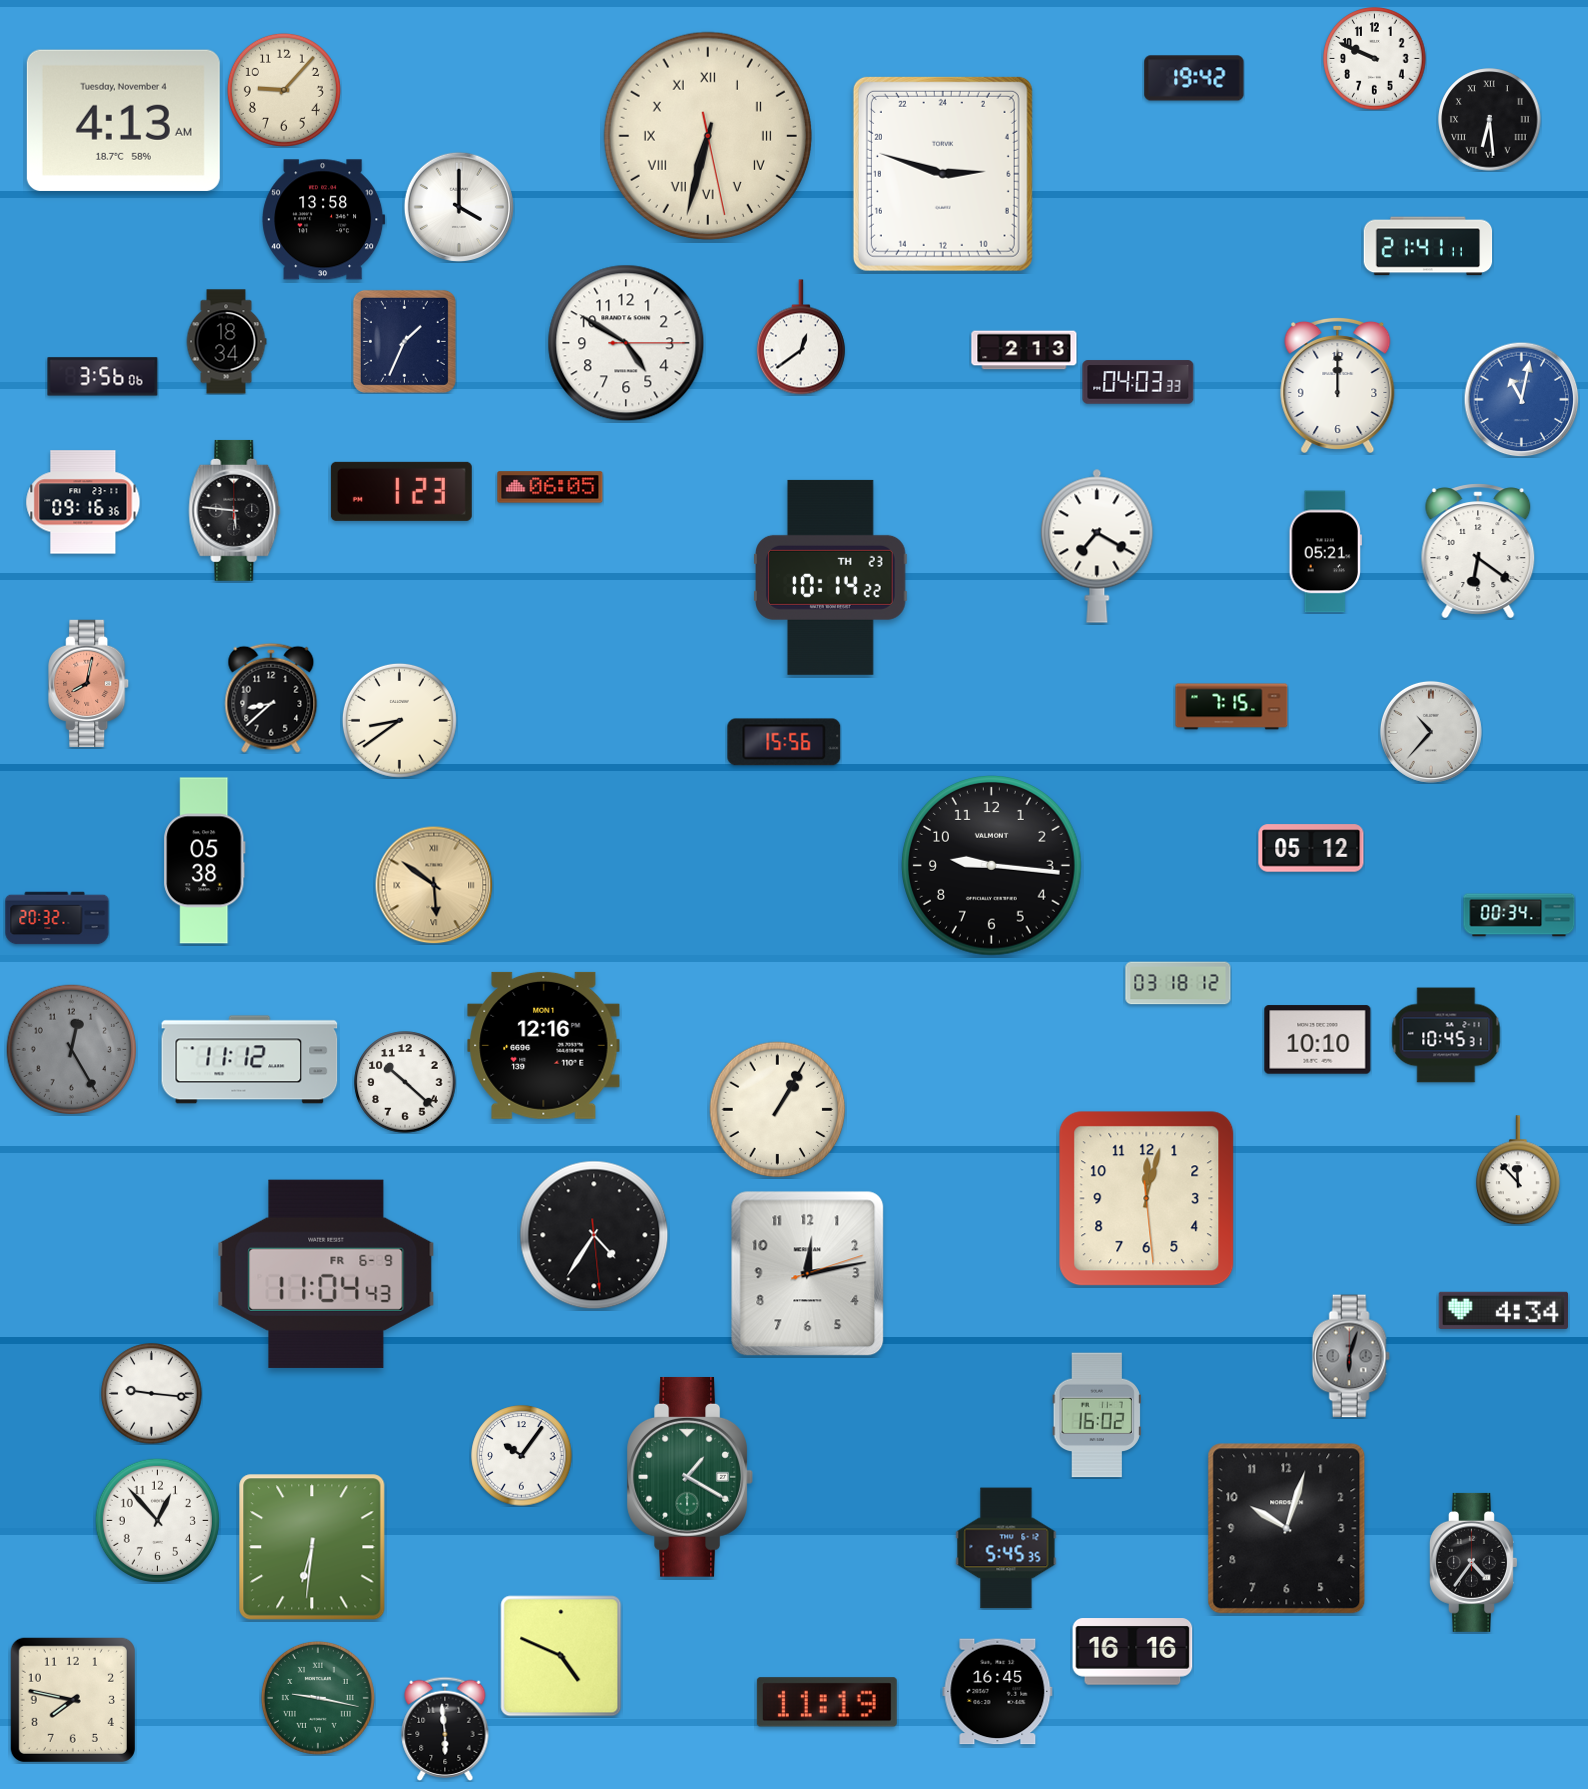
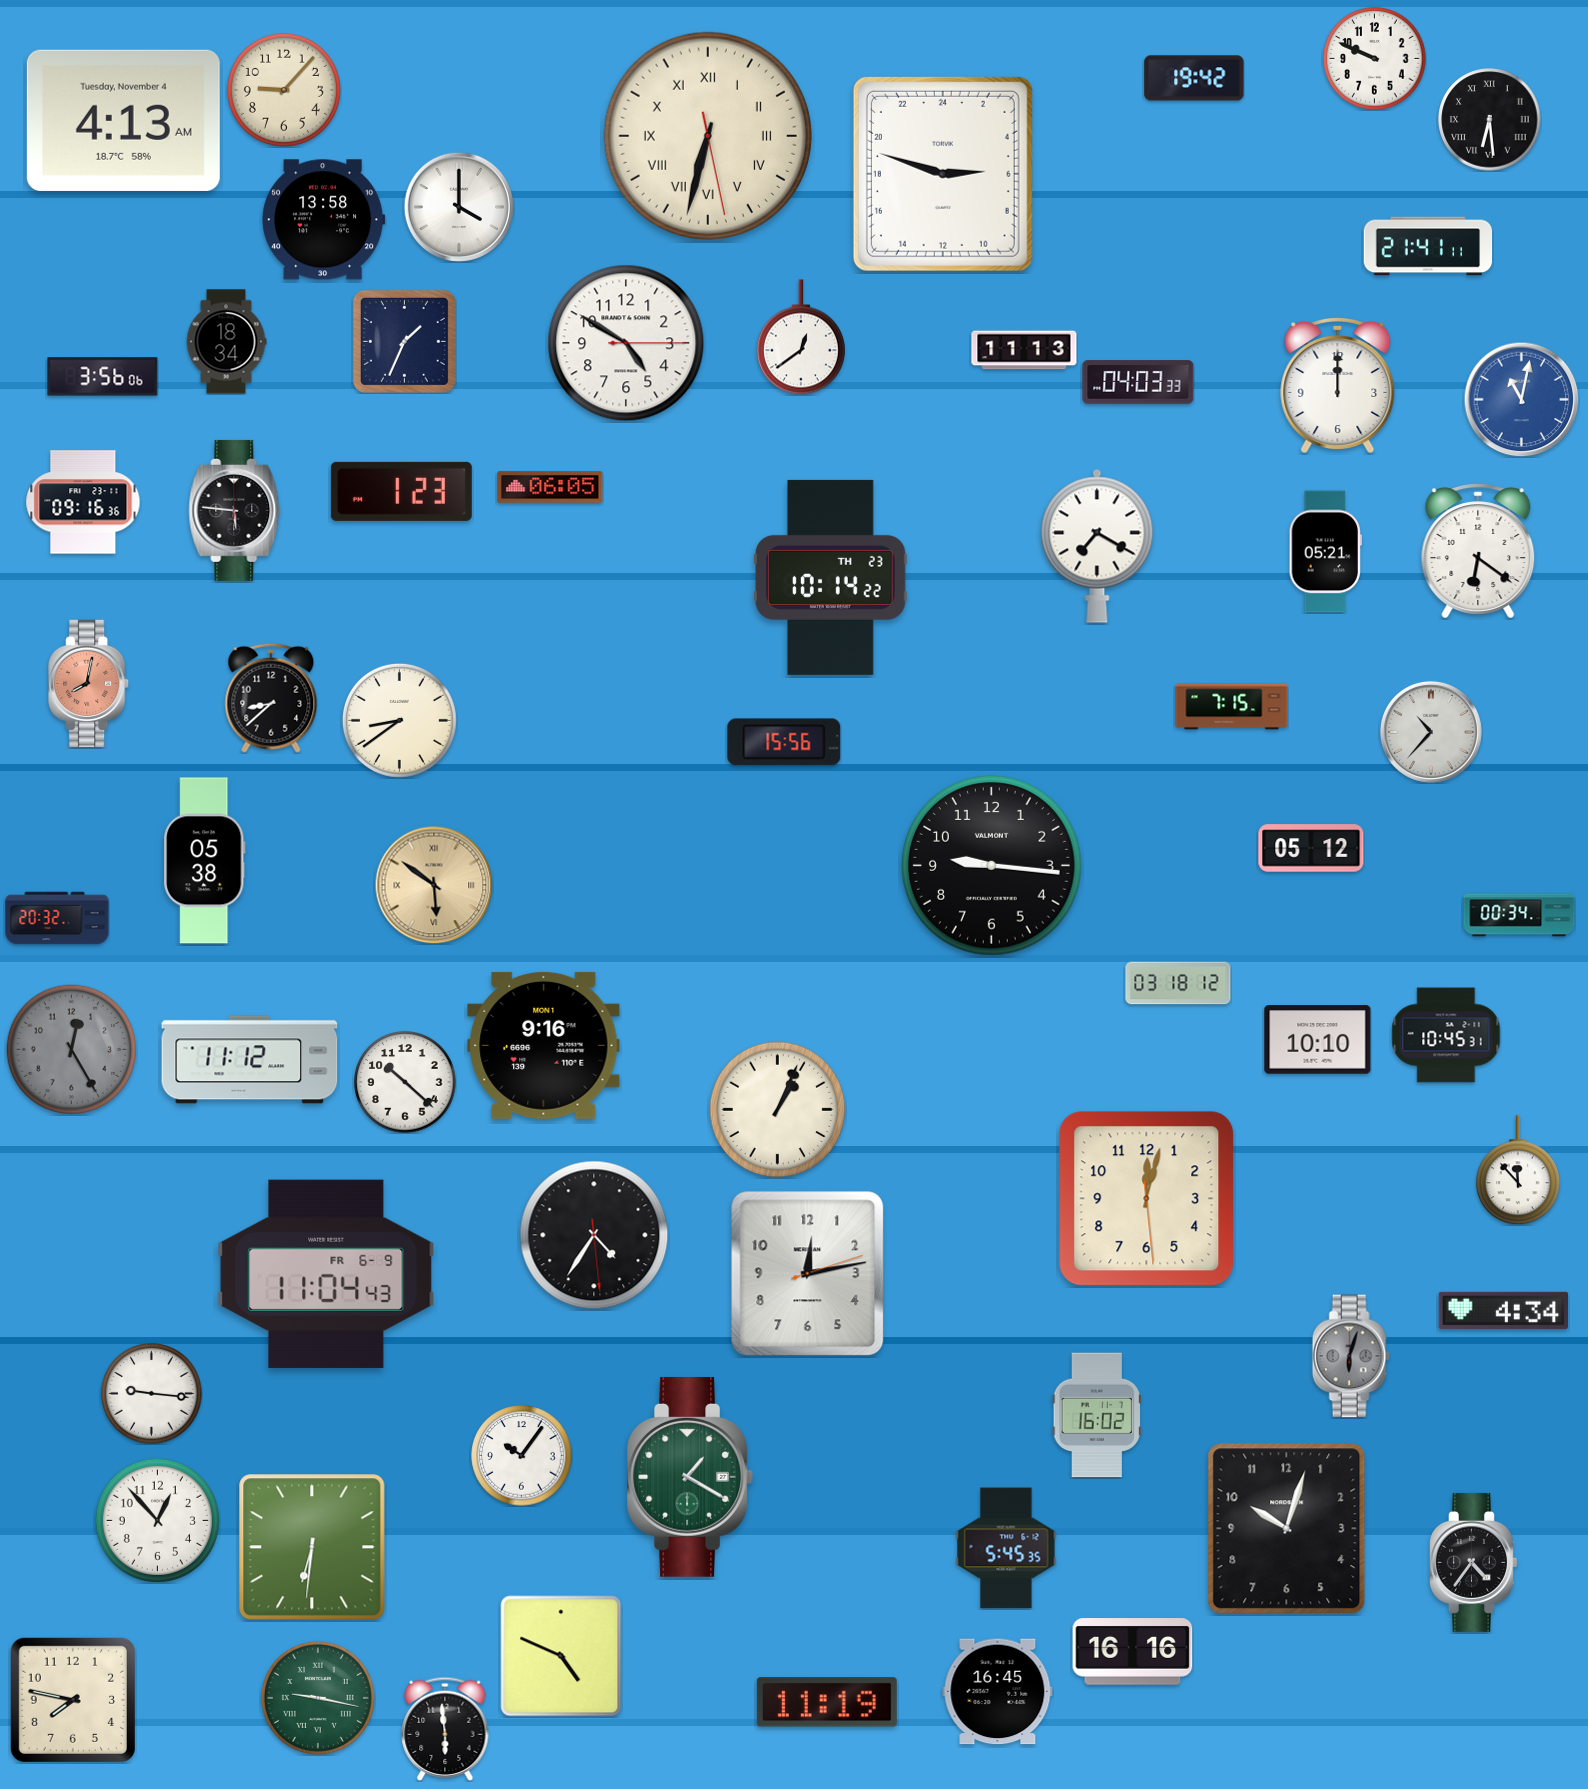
clock at (1024, 350): 2:13 -> 11:13
clock at (544, 1045): 12:16 -> 9:16
clock at (778, 1110): 1:05 -> 1:04
